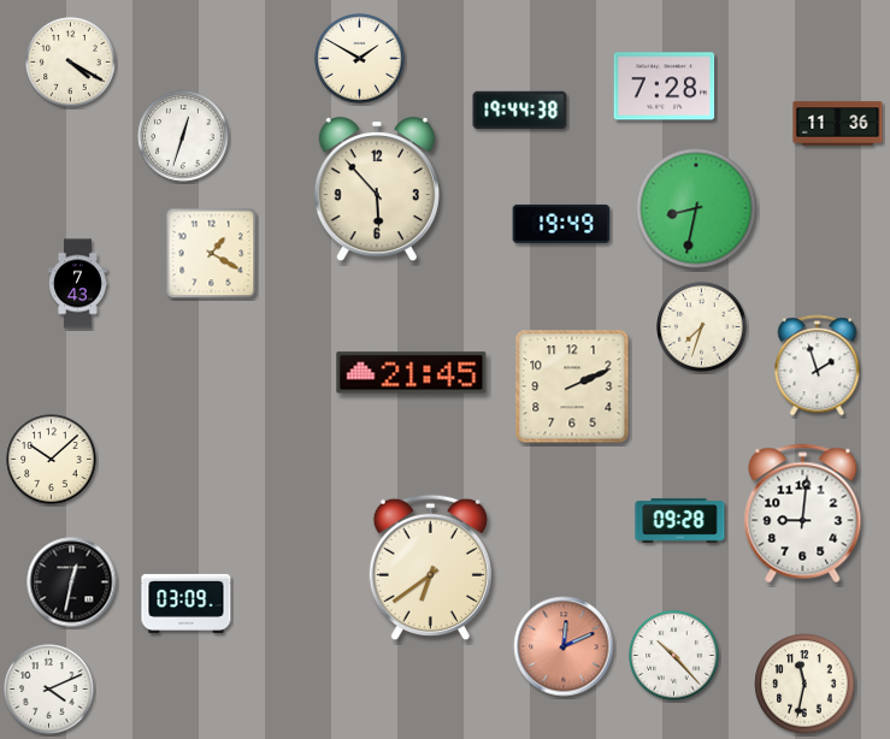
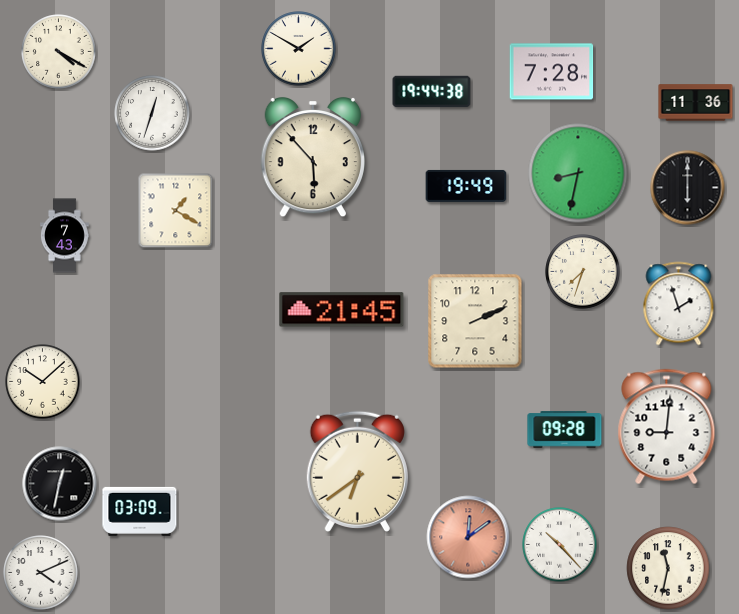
clock at (688, 188): none -> 6:00
clock at (680, 521) position: (680, 521) -> (565, 430)
clock at (187, 603) position: (187, 603) -> (140, 511)
clock at (564, 646): 12:11 -> 12:09
